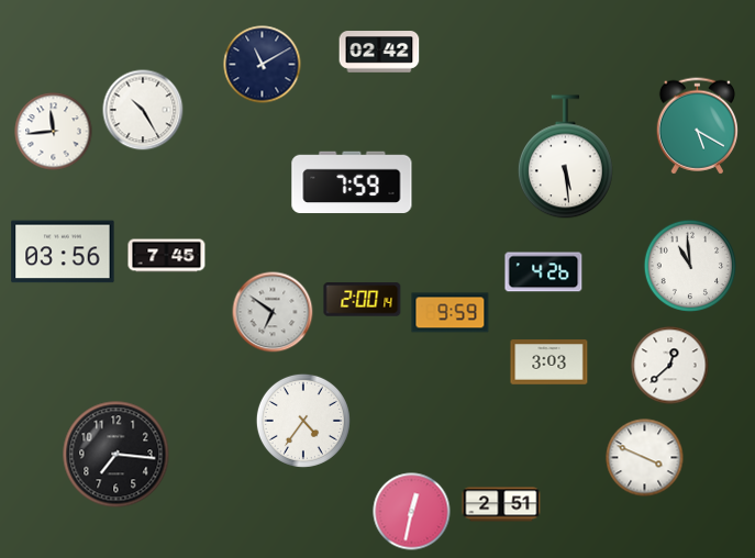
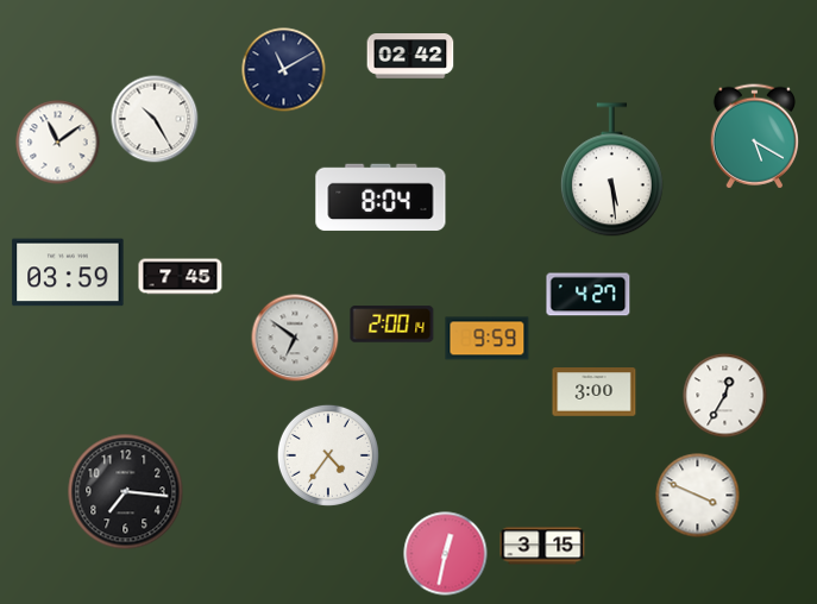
clock at (54, 132): 11:44 -> 11:09
clock at (352, 182): 7:59 -> 8:04
clock at (63, 252): 03:56 -> 03:59
clock at (689, 265): 10:59 -> none
clock at (544, 272): 4:26 -> 4:27
clock at (549, 362): 3:03 -> 3:00
clock at (670, 366): 12:38 -> 12:35
clock at (501, 504): 2:51 -> 3:15
